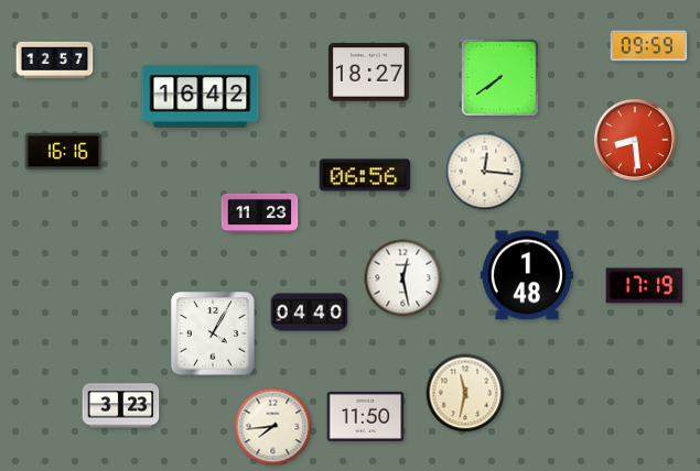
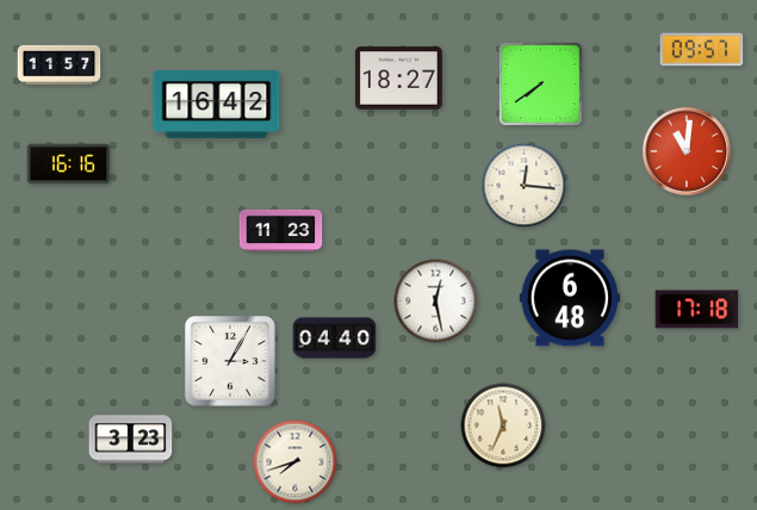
clock at (649, 46): 09:59 -> 09:57
clock at (55, 59): 12:57 -> 11:57
clock at (635, 140): 8:29 -> 11:01
clock at (365, 175): 06:56 -> none
clock at (527, 275): 1:48 -> 6:48
clock at (645, 286): 17:19 -> 17:18
clock at (213, 333): 4:05 -> 3:05
clock at (465, 393): 11:32 -> 11:34
clock at (366, 416): 11:50 -> none
clock at (273, 427): 7:44 -> 7:42
